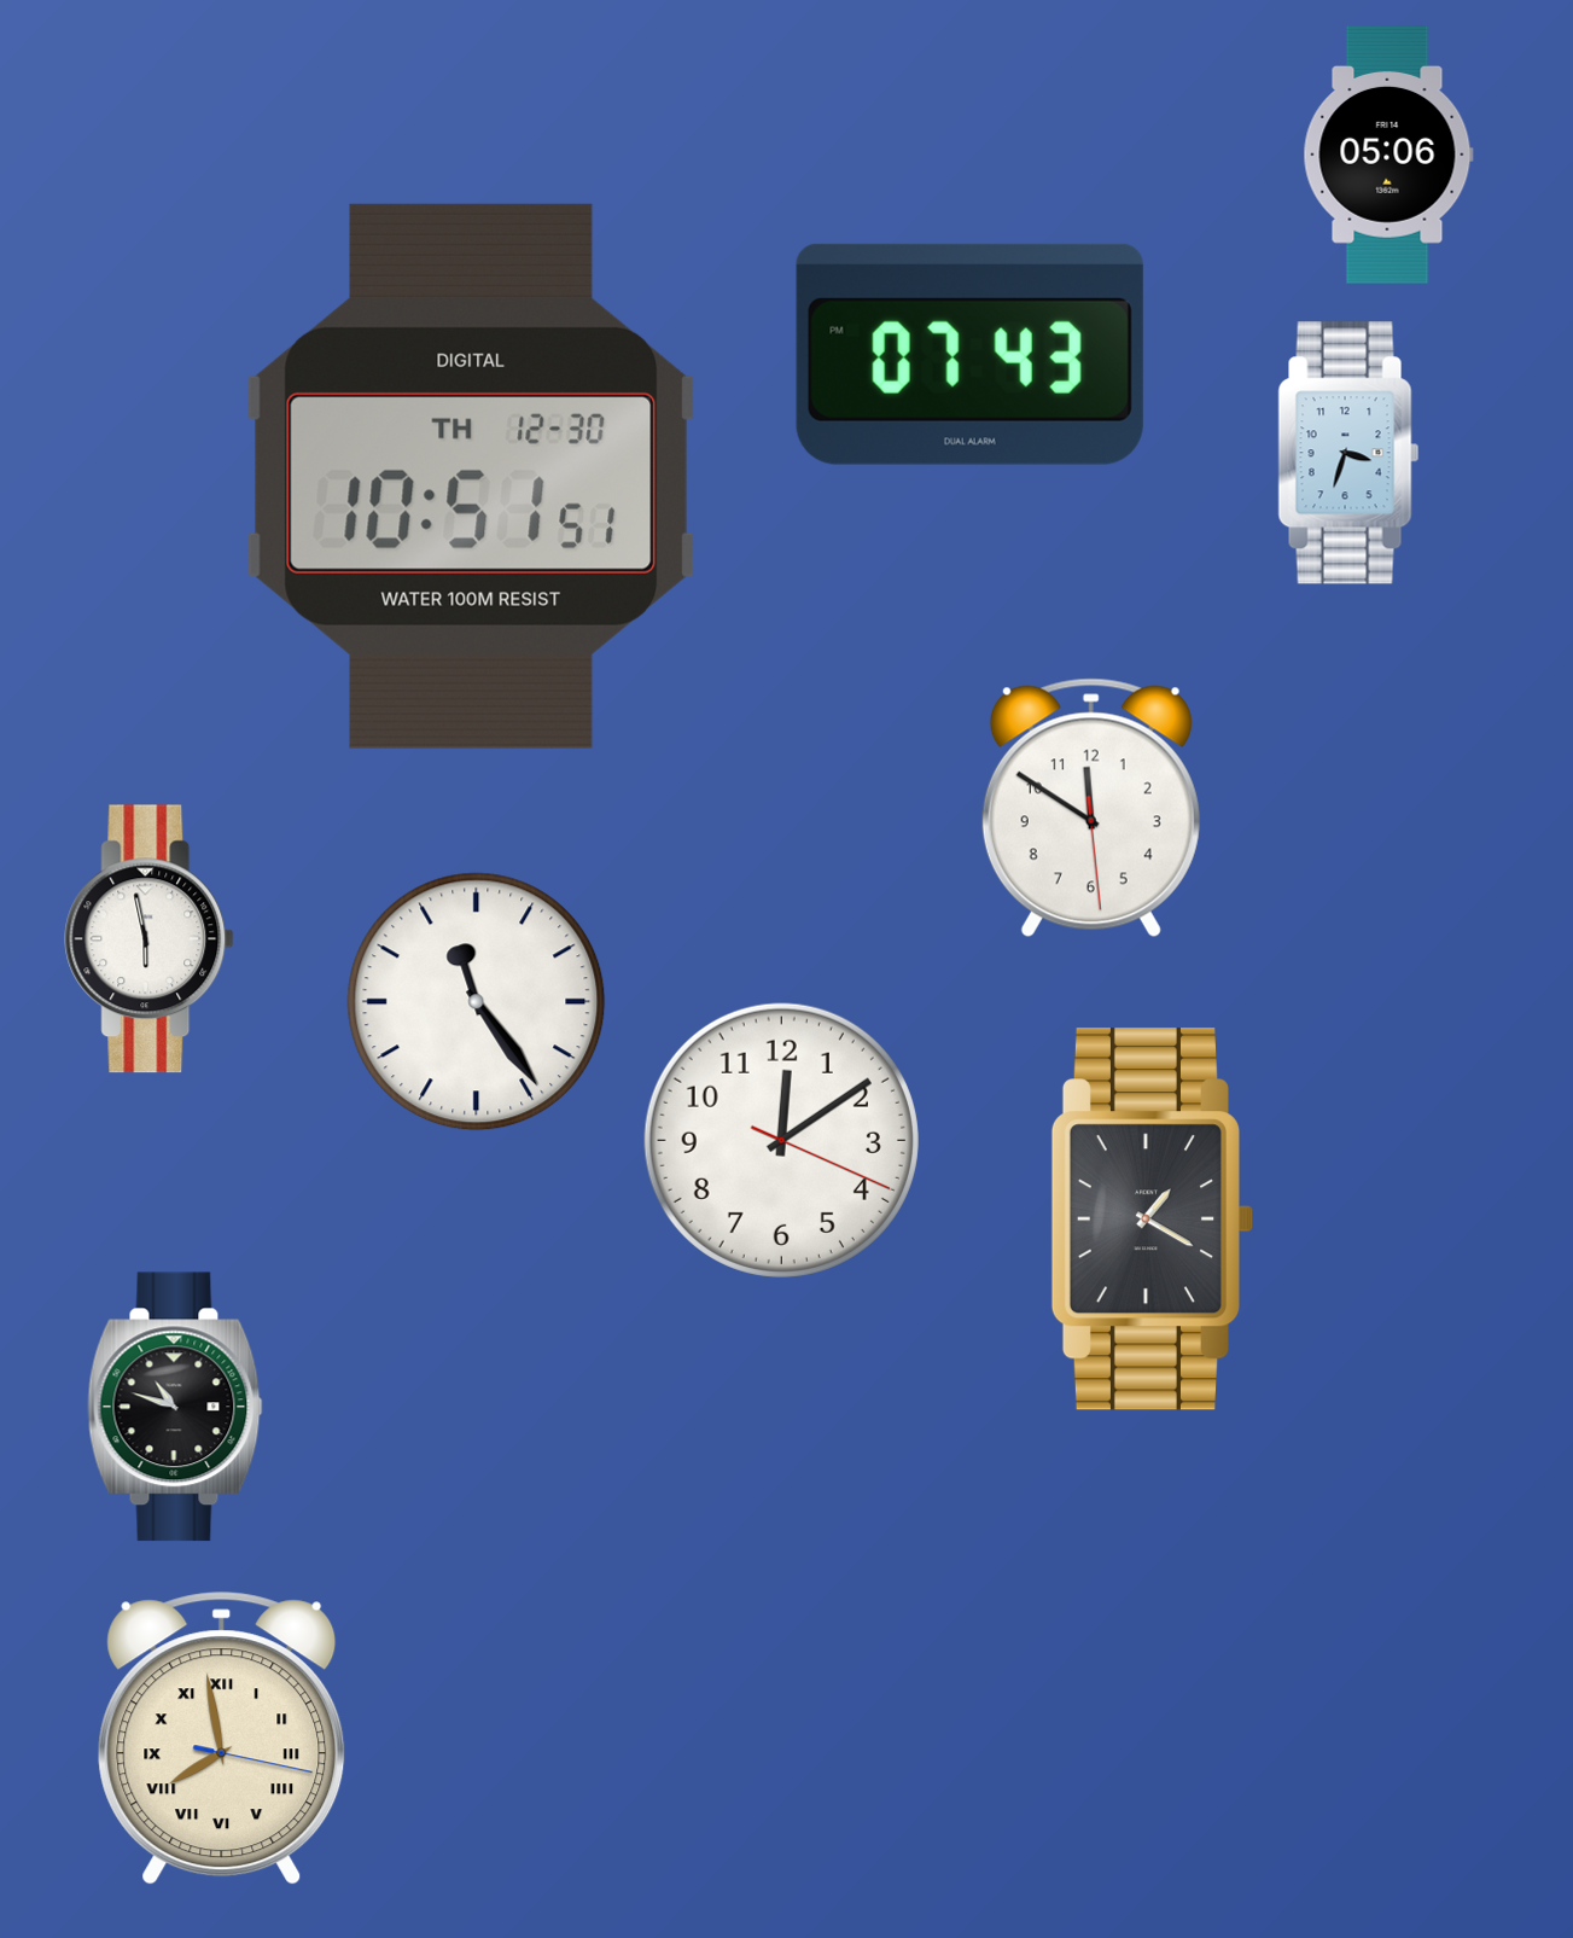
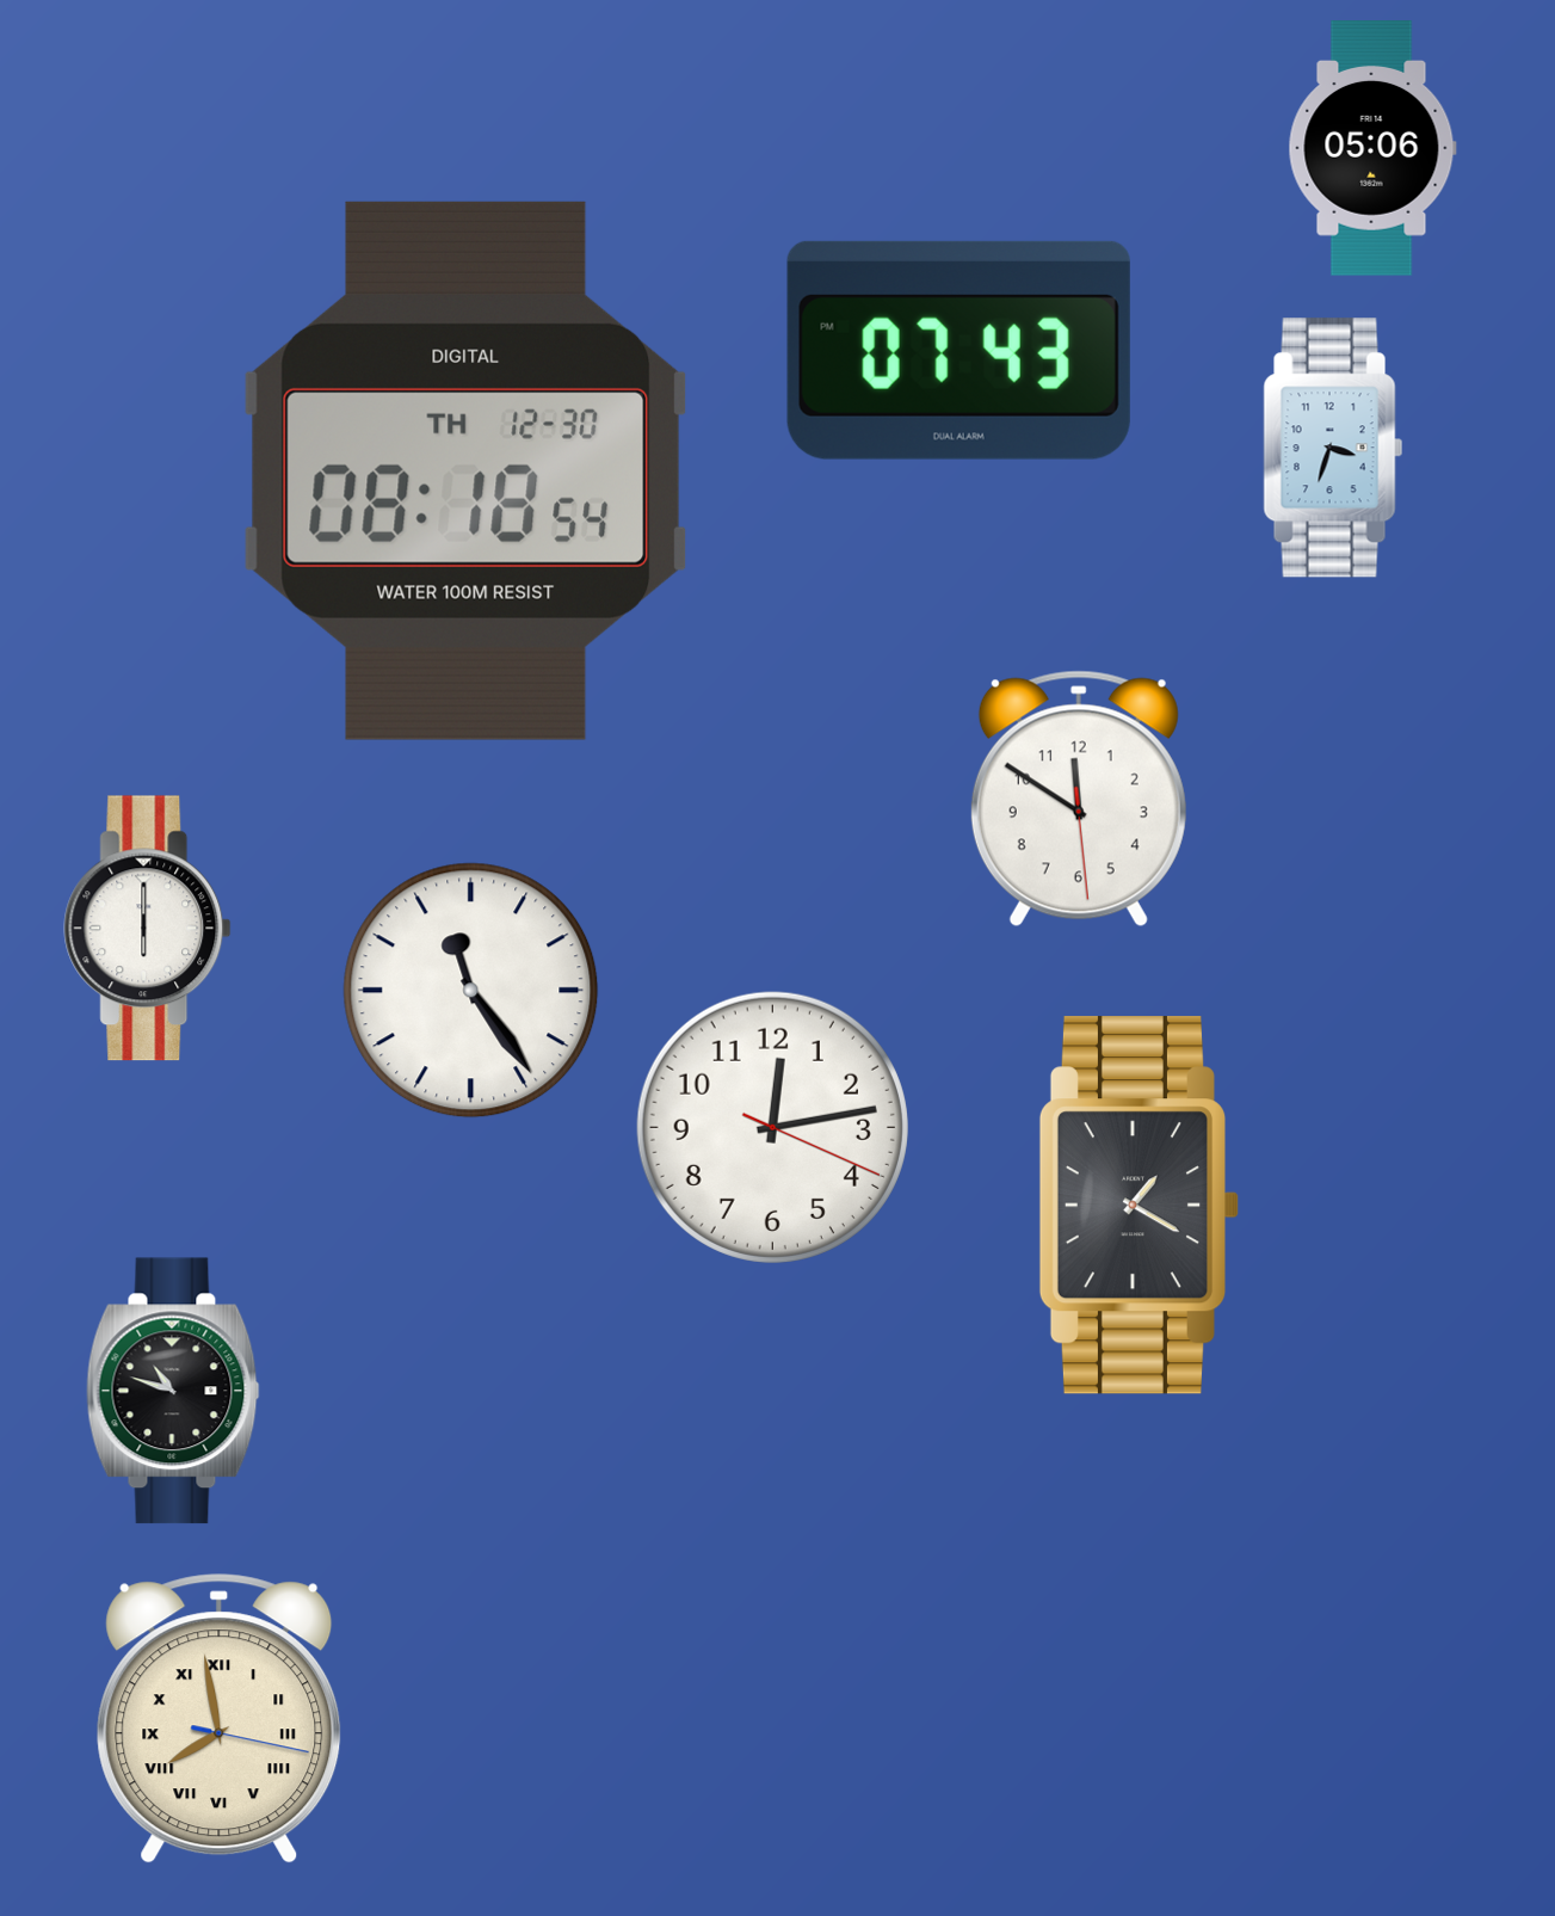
clock at (1388, 155) position: (1388, 155) -> (1372, 148)
clock at (472, 476): 10:51 -> 08:18
clock at (150, 939): 5:58 -> 6:00
clock at (781, 1140): 12:09 -> 12:13
